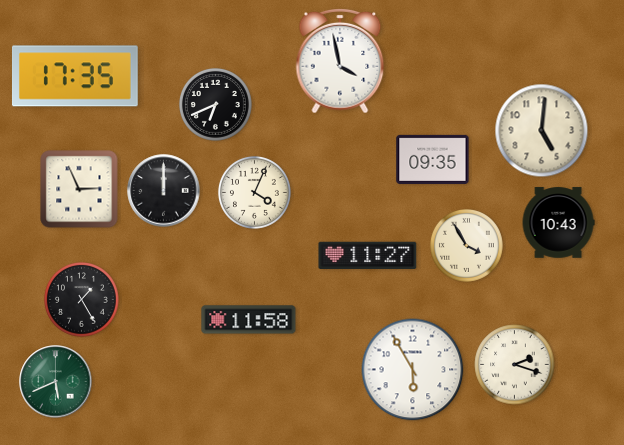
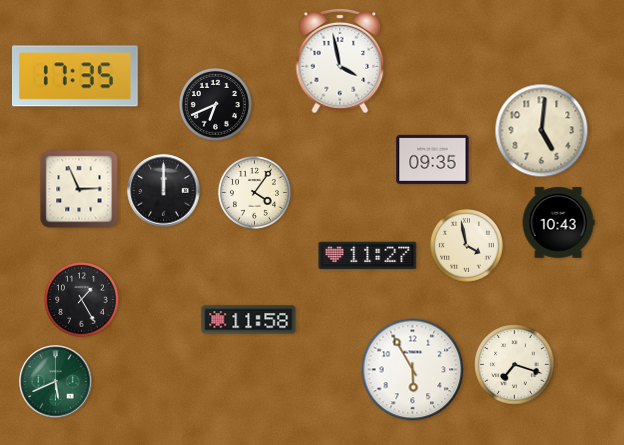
clock at (254, 192): 4:04 -> 4:06
clock at (466, 245): 3:55 -> 3:58
clock at (515, 365): 2:18 -> 7:18
